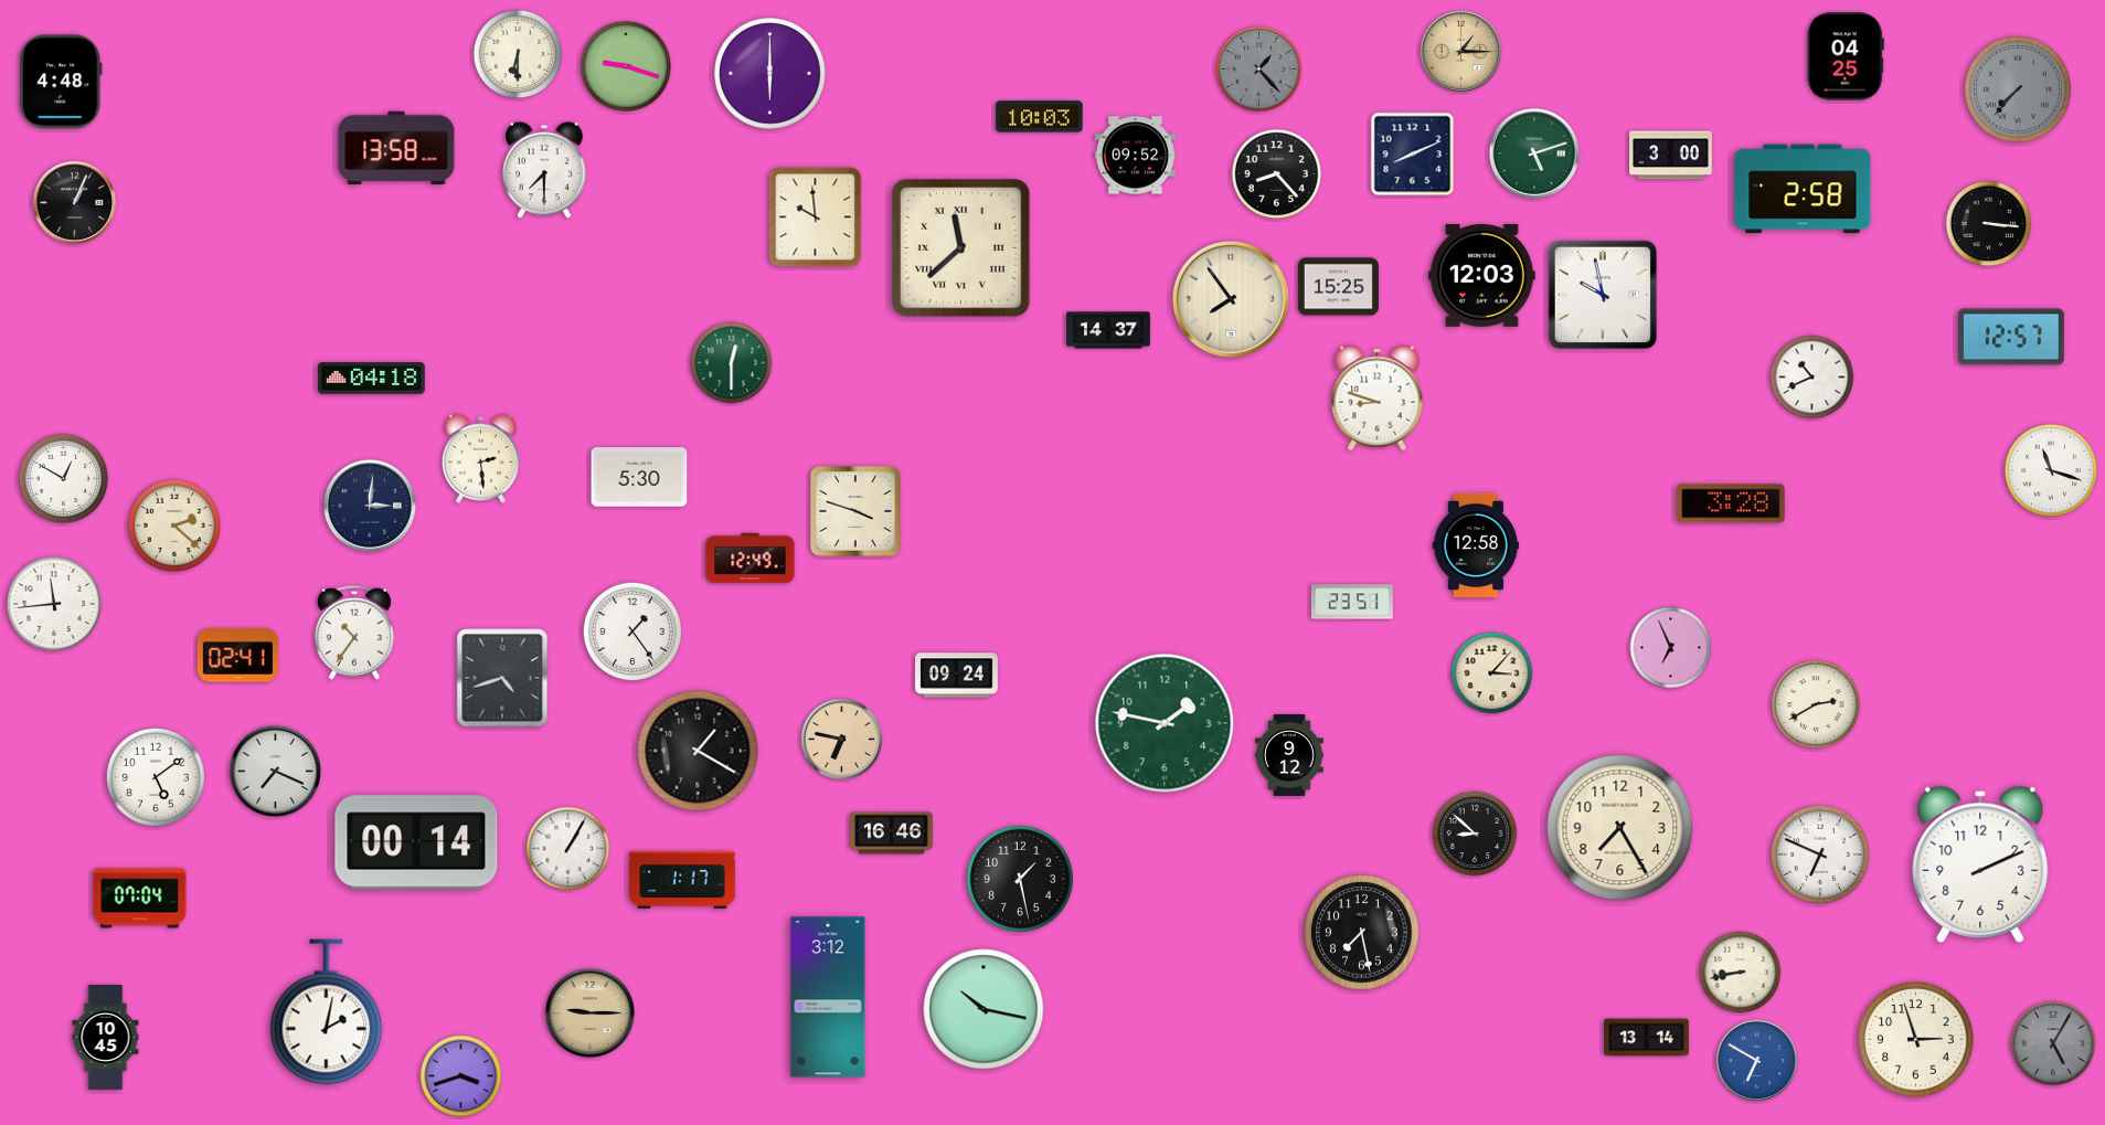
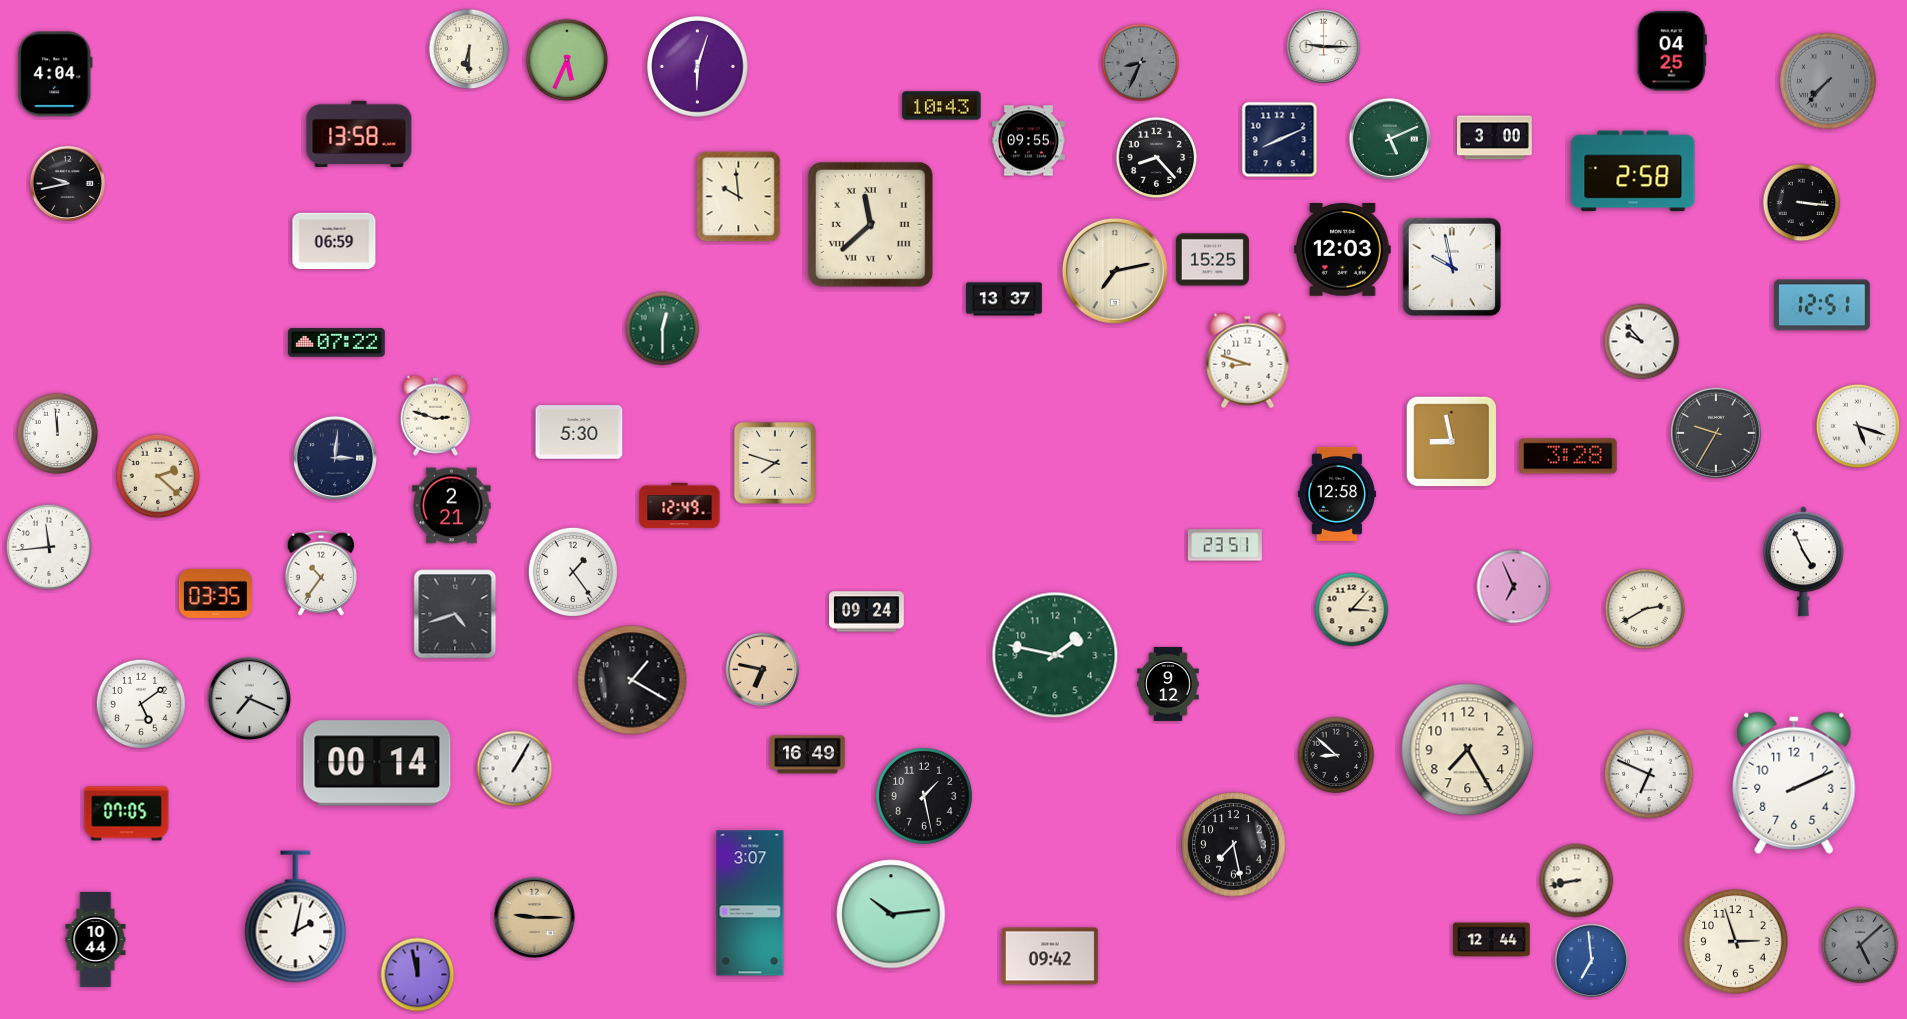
clock at (1461, 52): 1:15 -> 9:15
clock at (1461, 52) dial: champagne -> white
clock at (626, 66): 9:18 -> 5:34
clock at (1259, 70): 1:23 -> 8:34
clock at (770, 74): 6:00 -> 6:03
clock at (61, 82): 4:48 -> 4:04
clock at (1040, 117): 10:03 -> 10:43
clock at (1534, 153): 5:12 -> 5:11
clock at (1135, 156): 09:52 -> 09:55
clock at (1671, 156) position: (1671, 156) -> (1495, 138)
clock at (544, 170): 7:30 -> none
clock at (74, 202): 1:04 -> 9:43
clock at (334, 240): none -> 06:59
clock at (1231, 299): 7:54 -> 7:13
clock at (1108, 330): 14:37 -> 13:37
clock at (2011, 337): 12:57 -> 12:51
clock at (1812, 378): 10:41 -> 9:53
clock at (372, 379): 04:18 -> 07:22
clock at (480, 458): 2:29 -> 2:48
clock at (2051, 470): 11:18 -> 5:18
clock at (1716, 433): none -> 9:35
clock at (64, 479): 12:50 -> 11:59
clock at (1452, 442): none -> 8:58
clock at (857, 512): 3:48 -> 7:48
clock at (452, 506): none -> 2:21
clock at (1803, 562): none -> 4:56
clock at (237, 656): 02:41 -> 03:35
clock at (1816, 704) position: (1816, 704) -> (1645, 609)
clock at (892, 834): 16:46 -> 16:49
clock at (683, 880): 1:17 -> none
clock at (140, 899): 07:04 -> 07:05
clock at (828, 997): 3:12 -> 3:07
clock at (984, 1009): 10:17 -> 10:14
clock at (106, 1037): 10:45 -> 10:44
clock at (1647, 1038): 13:14 -> 12:44
clock at (2053, 1043): 5:05 -> 5:08
clock at (1050, 956): none -> 09:42
clock at (1757, 1061): 6:50 -> 6:59
clock at (461, 1076): 3:42 -> 11:58
